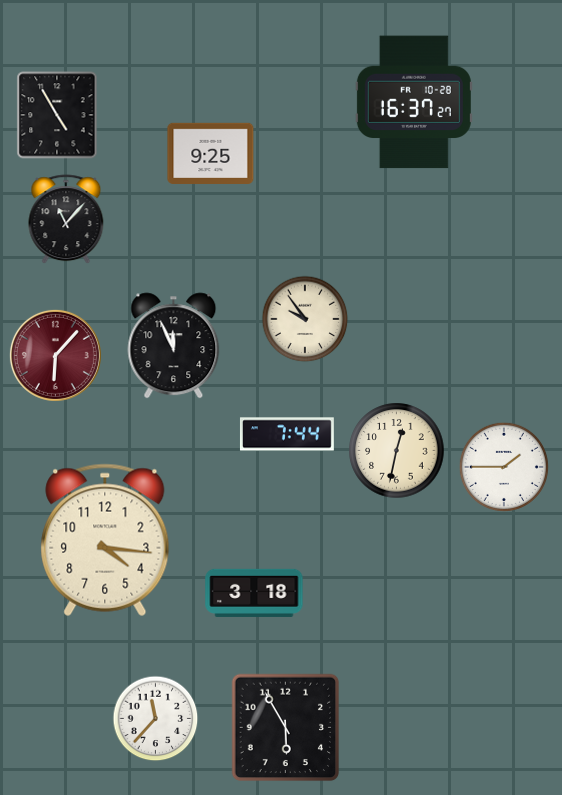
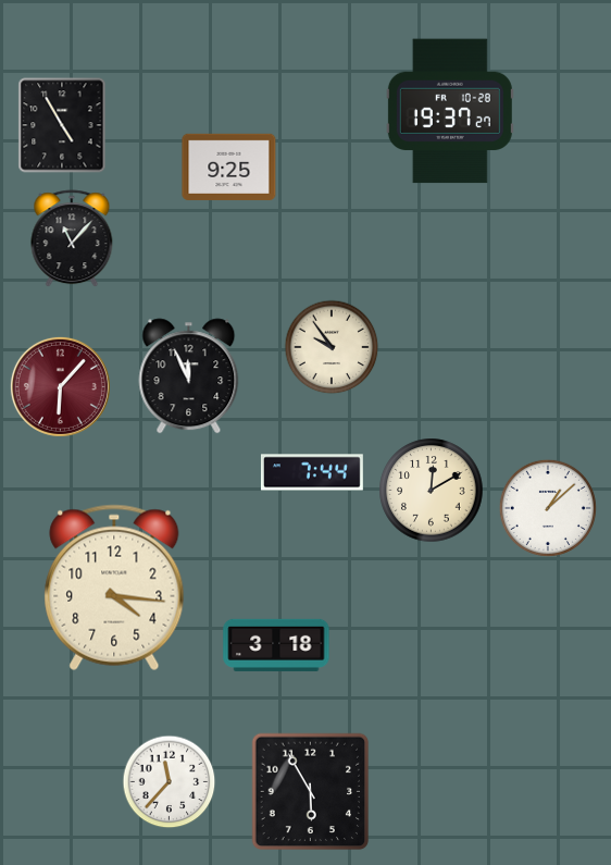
clock at (414, 102): 16:37 -> 19:37
clock at (397, 451): 12:32 -> 12:10
clock at (504, 467): 1:45 -> 1:08
